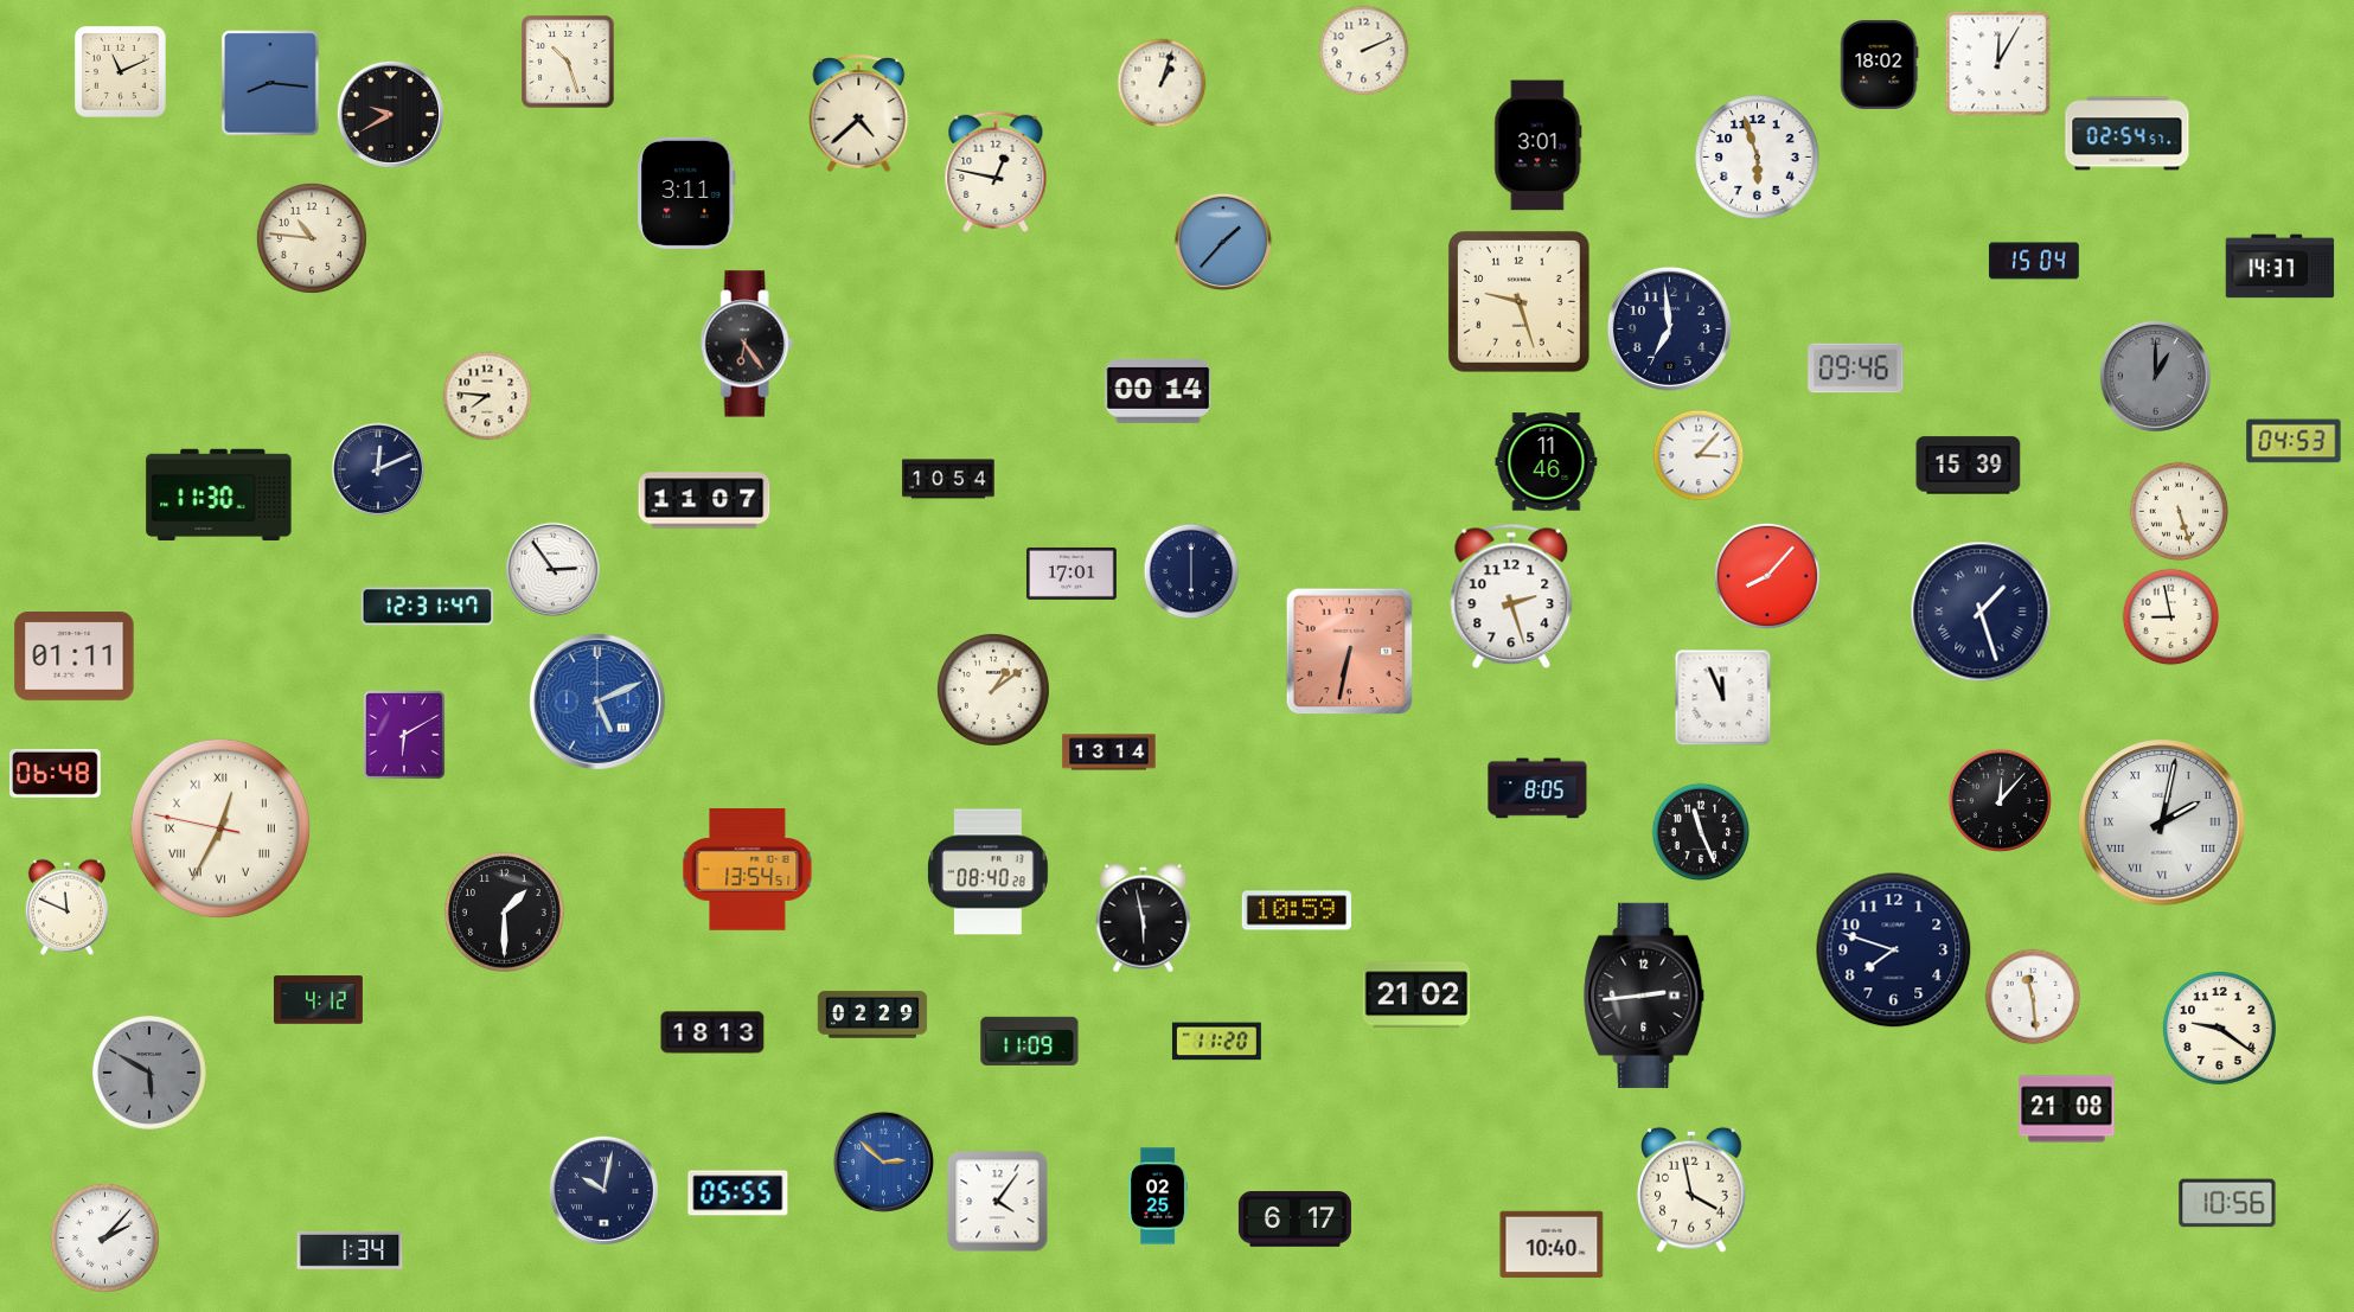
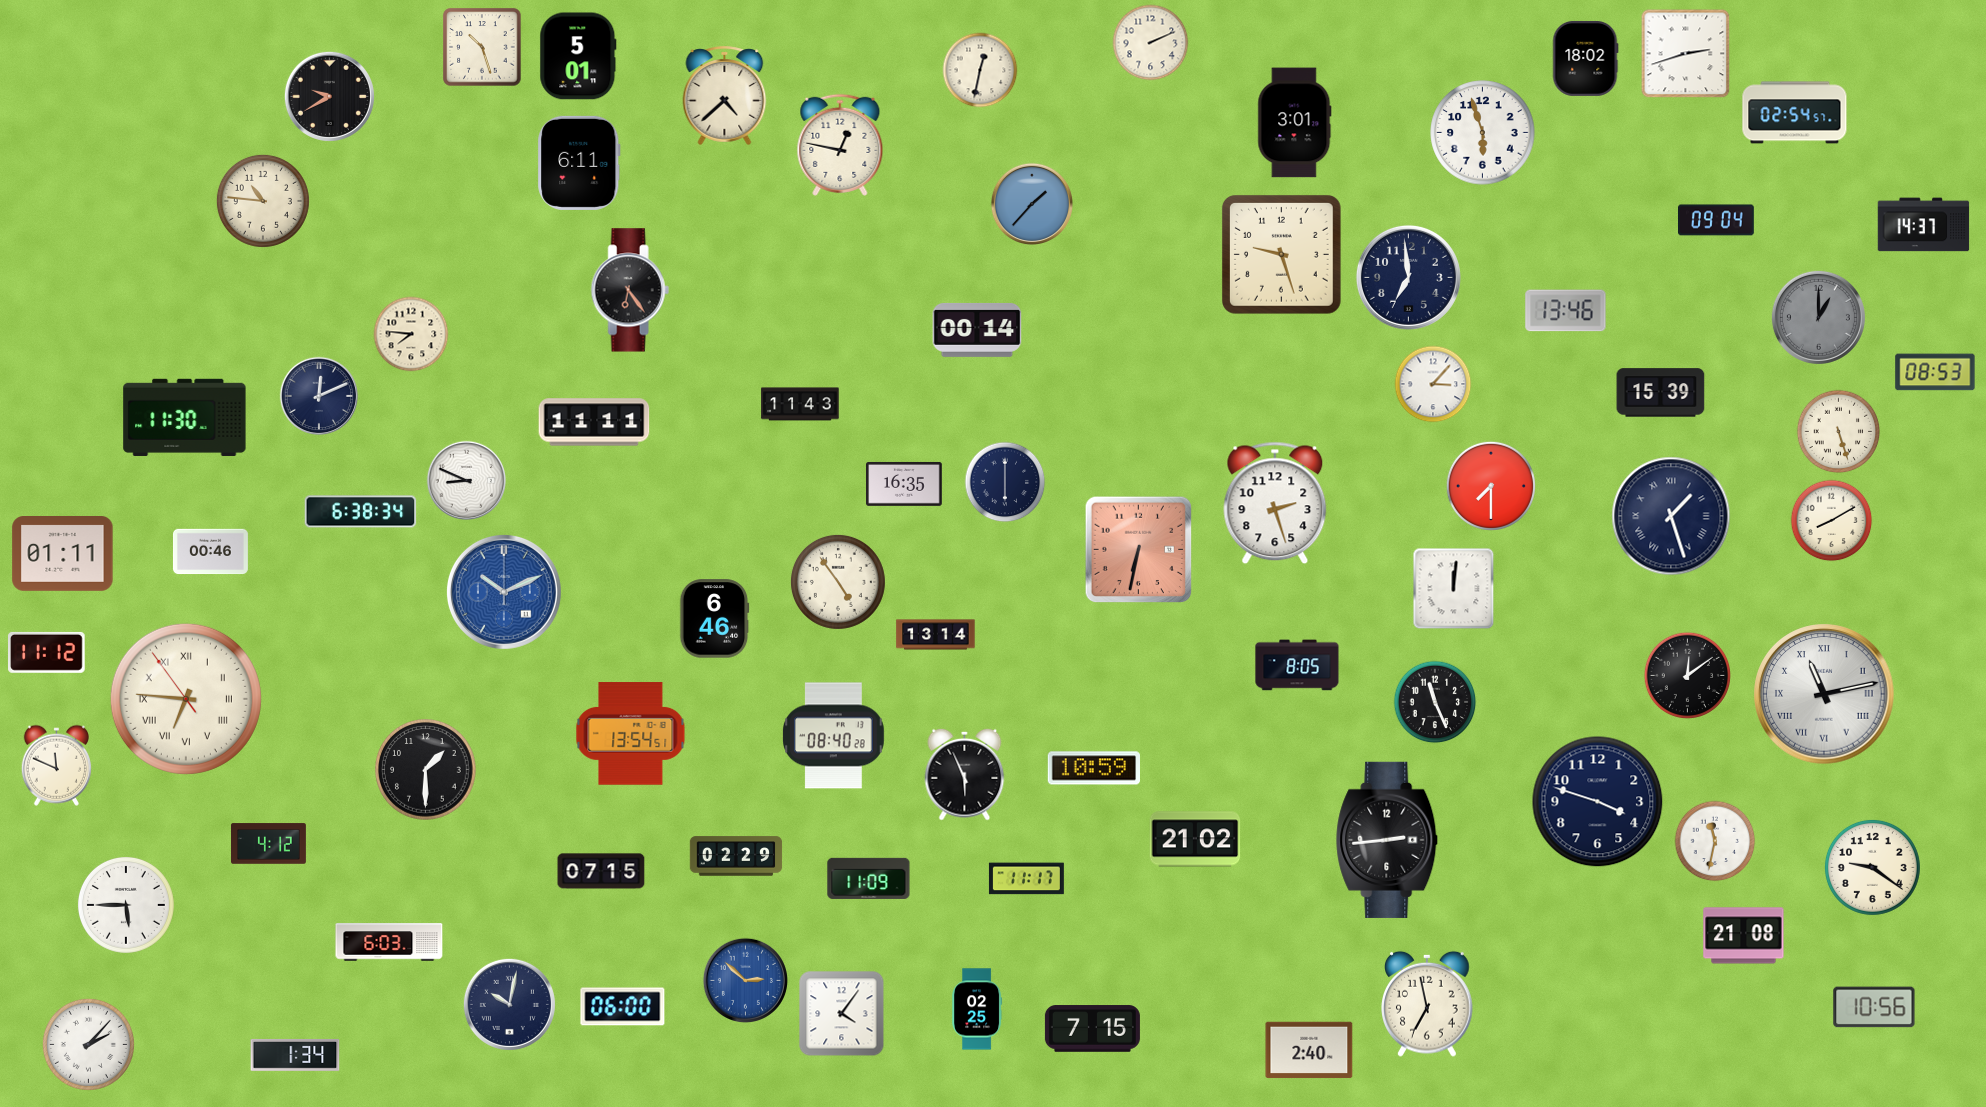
clock at (568, 62) position: (568, 62) -> (482, 47)
clock at (1879, 64) position: (1879, 64) -> (1585, 58)
clock at (1998, 64): 12:05 -> 2:42
clock at (578, 56): none -> 5:01
clock at (121, 72): 11:11 -> none
clock at (270, 83): 8:16 -> none
clock at (1162, 83): 1:03 -> 12:32
clock at (1539, 146) position: (1539, 146) -> (1295, 123)
clock at (686, 193): 3:11 -> 6:11
clock at (2035, 261): 15:04 -> 09:04
clock at (1856, 369): 09:46 -> 13:46
clock at (2294, 441): 04:53 -> 08:53
clock at (1547, 462): 11:46 -> none
clock at (948, 479): 10:54 -> 11:43
clock at (704, 500): 11:07 -> 11:11
clock at (552, 569): 2:54 -> 8:49
clock at (1073, 574): 17:01 -> 16:35
clock at (1767, 576): 8:07 -> 7:30
clock at (428, 607): 12:31 -> 6:38
clock at (2171, 617): 8:58 -> 8:10
clock at (210, 552): none -> 00:46
clock at (993, 690): 1:09 -> 4:54
clock at (1723, 698): 11:56 -> 12:01
clock at (597, 702): 5:11 -> 10:11
clock at (715, 619): none -> 6:46
clock at (405, 736): 6:10 -> none
clock at (56, 773): 06:48 -> 11:12
clock at (2000, 800): 12:07 -> 12:09
clock at (2162, 823): 2:02 -> 11:13
clock at (220, 828): 12:34 -> 6:45
clock at (1144, 917): 5:58 -> 5:56
clock at (1894, 951): 7:48 -> 3:48
clock at (2033, 997): 11:29 -> 11:32
clock at (712, 1032): 18:13 -> 07:15
clock at (1216, 1042): 11:20 -> 11:17
clock at (149, 1073): 5:50 -> 5:45
clock at (149, 1073) dial: grey -> white
clock at (389, 942): none -> 6:03
clock at (1691, 1190): 3:58 -> 6:58
clock at (738, 1193): 05:55 -> 06:00
clock at (2227, 1203) position: (2227, 1203) -> (1874, 1007)
clock at (1294, 1220): 6:17 -> 7:15
clock at (1552, 1244): 10:40 -> 2:40
